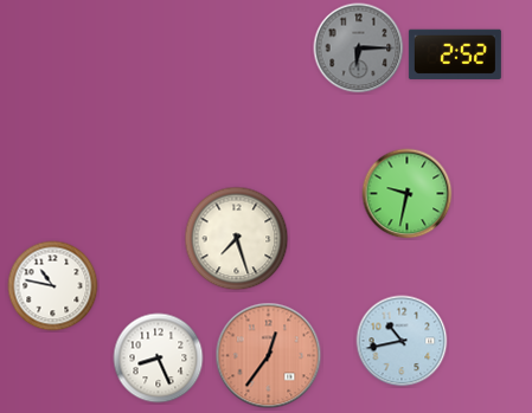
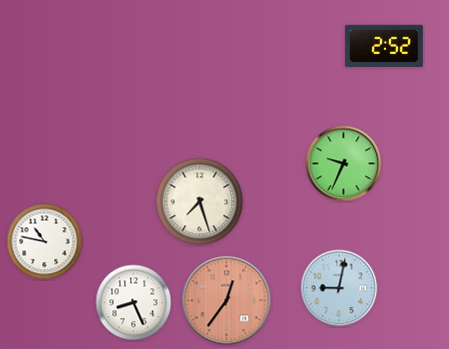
clock at (359, 49): 6:15 -> none
clock at (408, 194): 9:32 -> 9:34
clock at (402, 341): 10:43 -> 9:02
